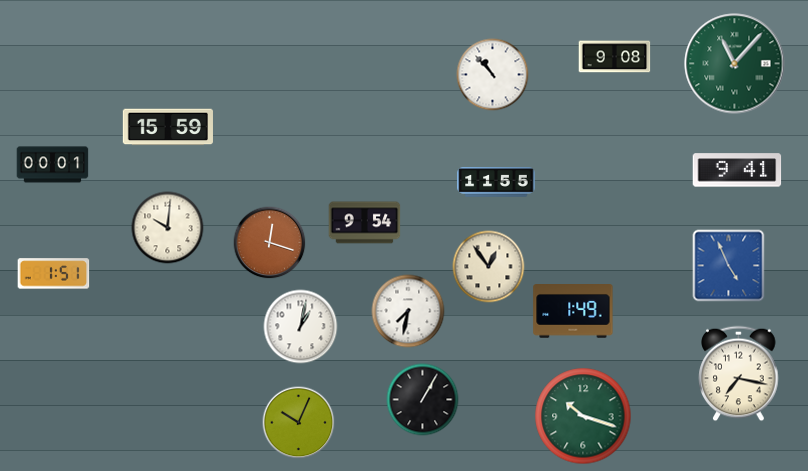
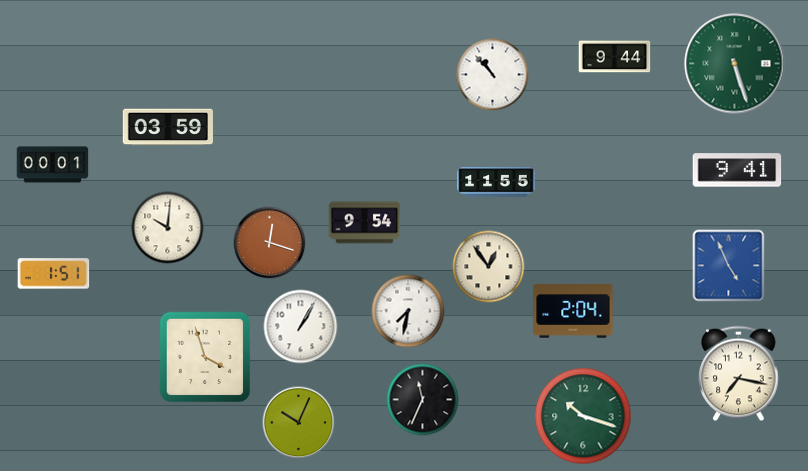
clock at (615, 57): 9:08 -> 9:44
clock at (735, 64): 11:07 -> 5:27
clock at (168, 127): 15:59 -> 03:59
clock at (573, 312): 1:49 -> 2:04
clock at (301, 327): 1:02 -> 1:05
clock at (205, 357): none -> 3:57
clock at (423, 400): 1:05 -> 11:34
